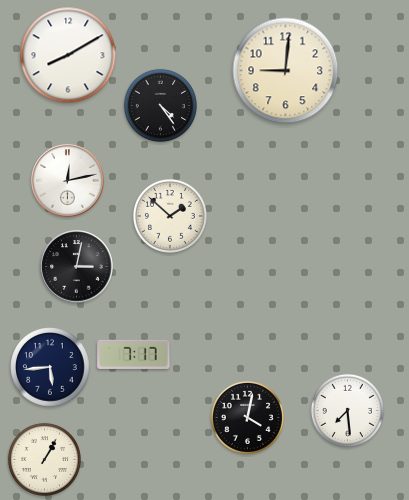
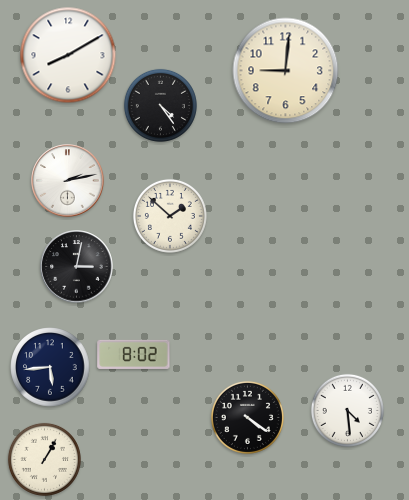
clock at (68, 181): 12:13 -> 2:13
clock at (134, 354): 7:17 -> 8:02
clock at (347, 410): 7:29 -> 4:29
clock at (247, 417): 4:02 -> 4:21
